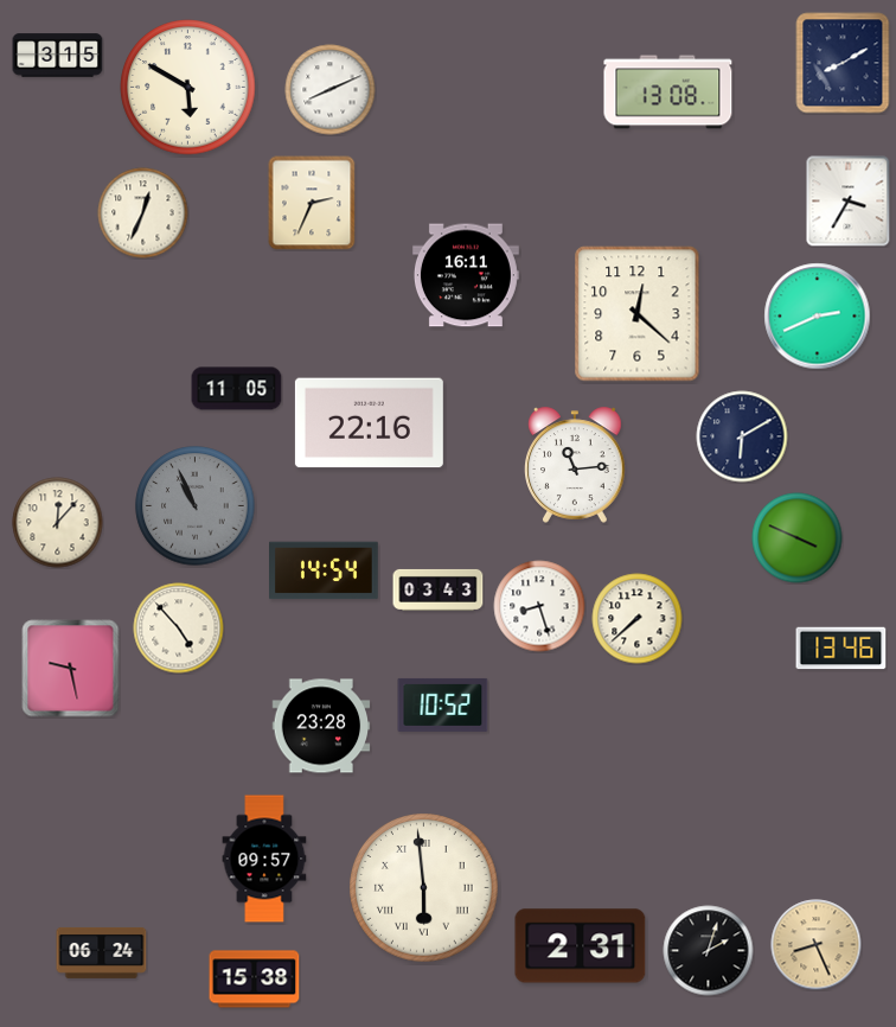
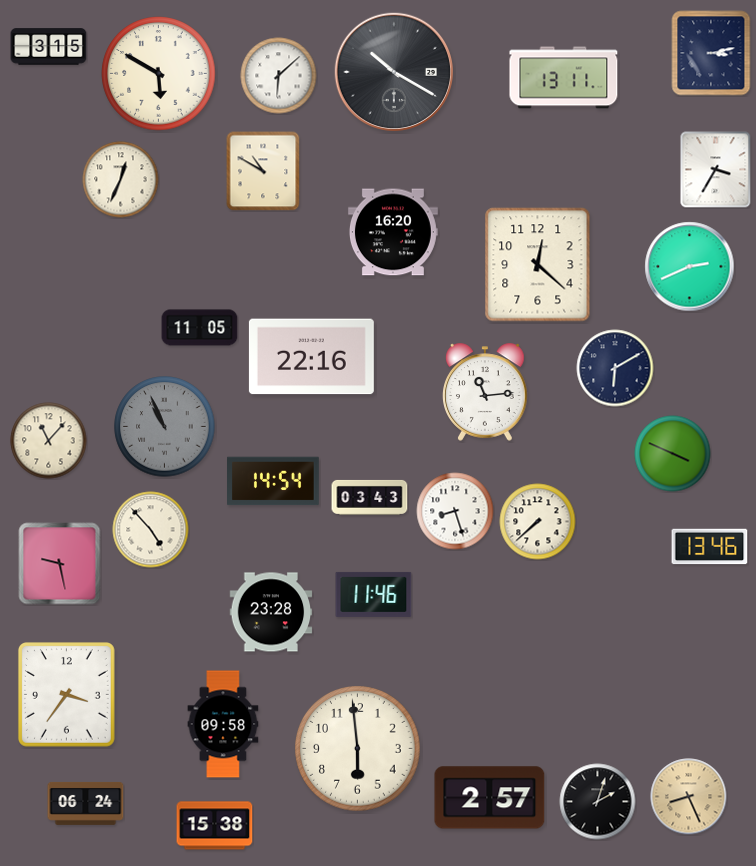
clock at (843, 63): 8:10 -> 3:13
clock at (393, 71): none -> 10:20
clock at (331, 90): 8:11 -> 6:08
clock at (668, 93): 13:08 -> 13:11
clock at (312, 203): 2:34 -> 10:50
clock at (466, 275): 16:11 -> 16:20
clock at (742, 436) position: (742, 436) -> (615, 368)
clock at (58, 523): 12:07 -> 11:07
clock at (443, 704): 10:52 -> 11:46
clock at (66, 695): none -> 3:36
clock at (264, 859): 09:57 -> 09:58
clock at (424, 888) numerals: Roman -> Arabic
clock at (581, 946): 2:31 -> 2:57
